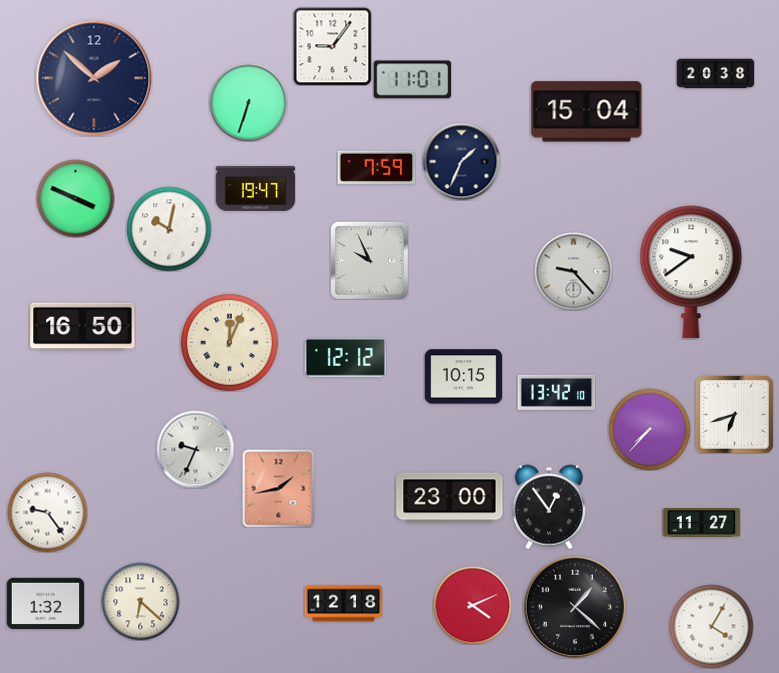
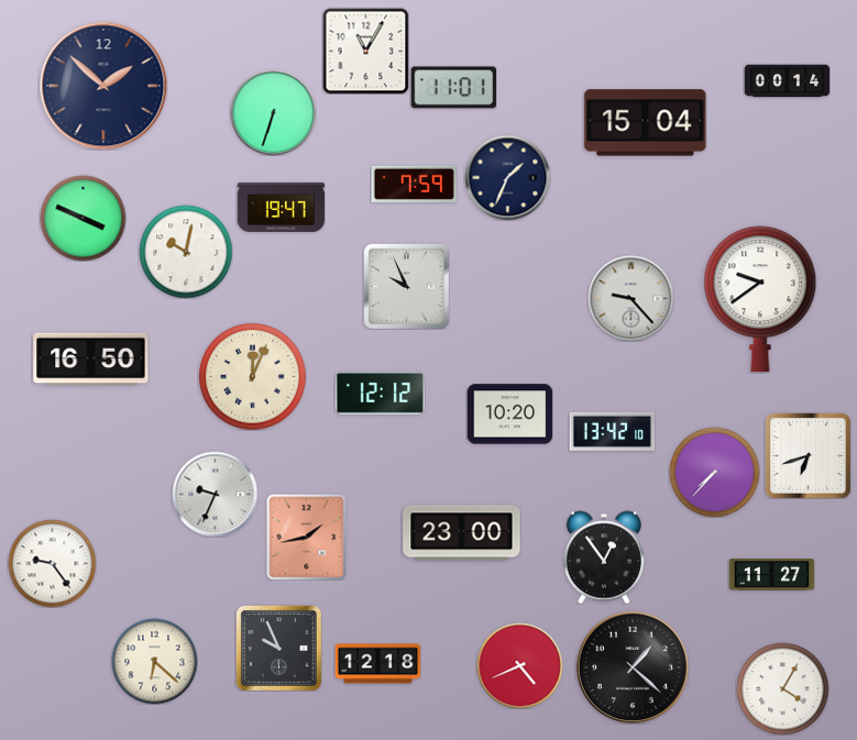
clock at (332, 46): 9:06 -> 11:05
clock at (715, 74): 20:38 -> 00:14
clock at (463, 377): 10:15 -> 10:20
clock at (450, 498) position: (450, 498) -> (462, 533)
clock at (278, 648): none -> 9:56
clock at (45, 604): 1:32 -> none
clock at (472, 605): 4:11 -> 4:41
